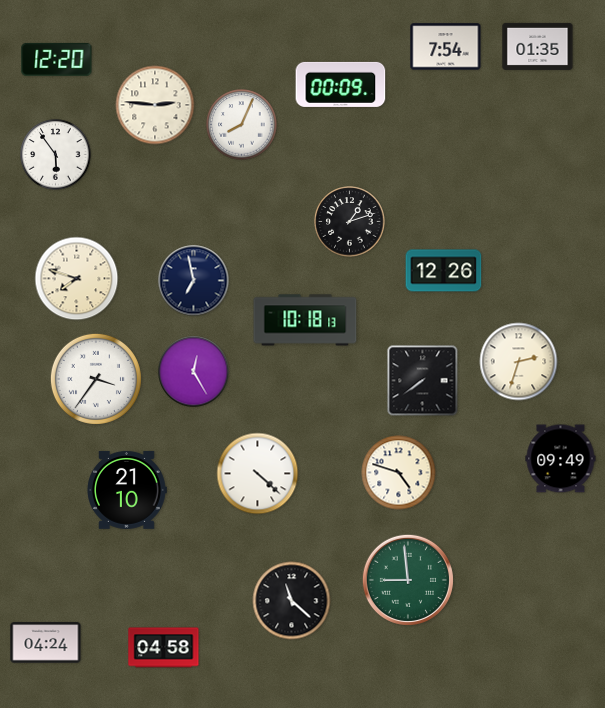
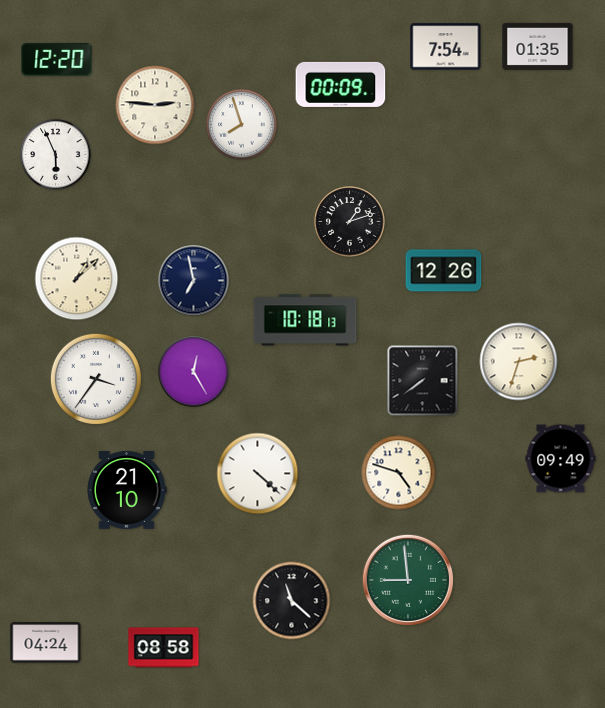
clock at (242, 125): 8:04 -> 7:57
clock at (56, 155): 5:54 -> 5:56
clock at (77, 279): 7:48 -> 1:08
clock at (164, 648): 04:58 -> 08:58
